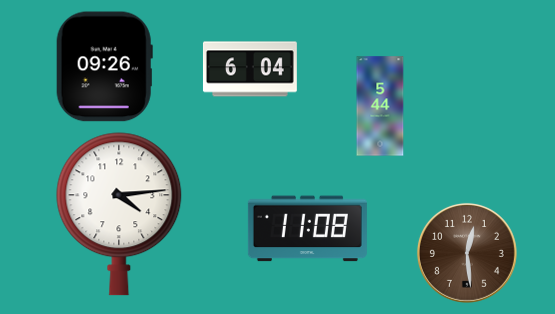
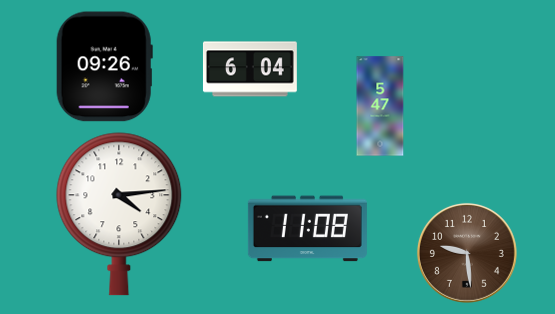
clock at (380, 106): 5:44 -> 5:47
clock at (467, 253): 12:29 -> 9:29
